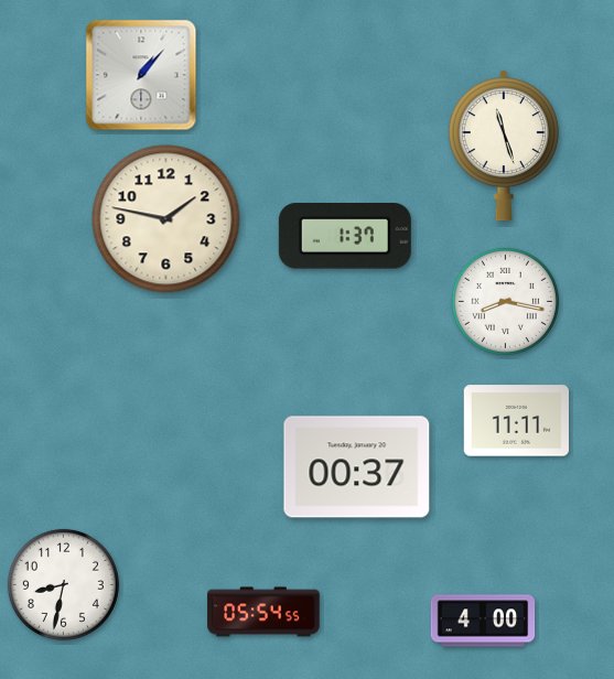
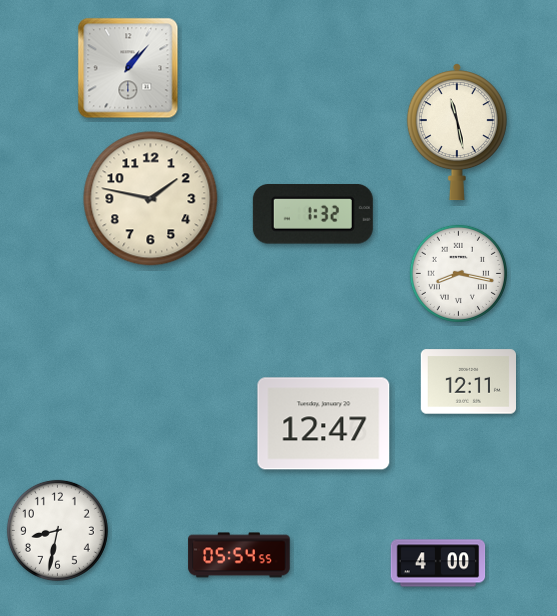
clock at (504, 145): 11:27 -> 11:28
clock at (345, 236): 1:37 -> 1:32
clock at (516, 421): 11:11 -> 12:11
clock at (357, 467): 00:37 -> 12:47
